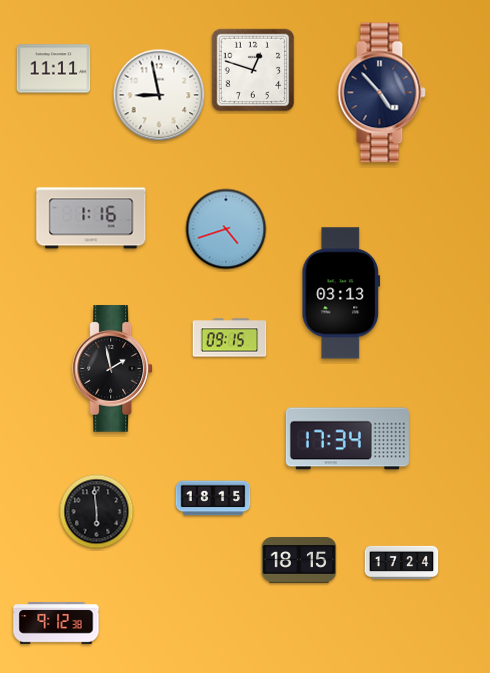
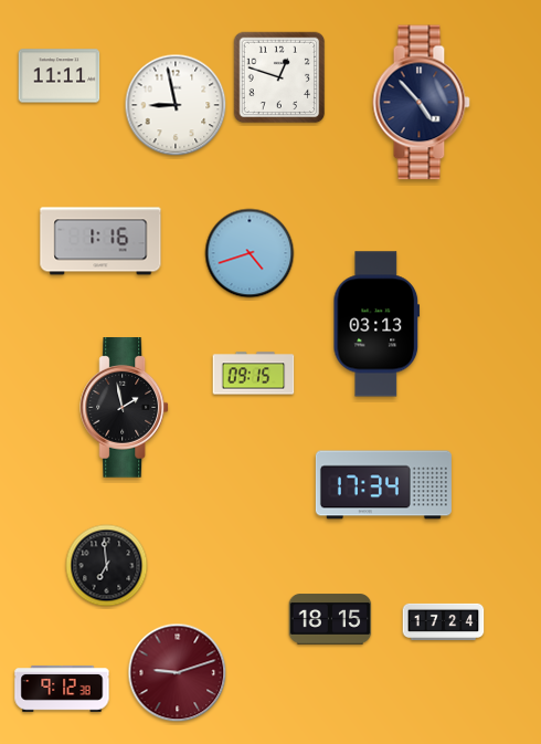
clock at (213, 498): 18:15 -> none
clock at (97, 512): 5:59 -> 6:59
clock at (178, 673): none -> 9:12
